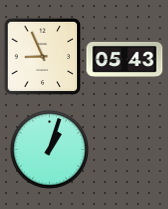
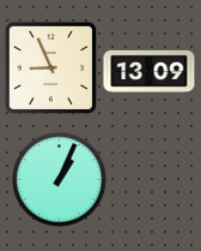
clock at (125, 59): 05:43 -> 13:09
clock at (50, 150): 1:03 -> 1:04
